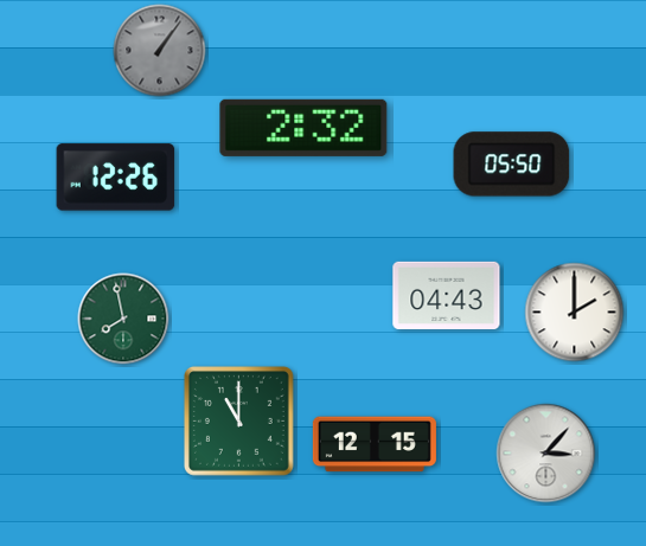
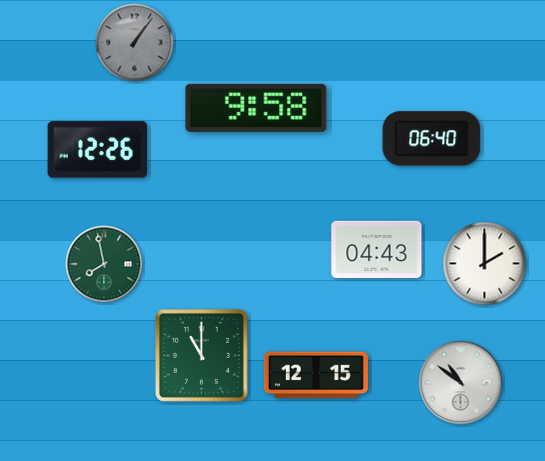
clock at (303, 128): 2:32 -> 9:58
clock at (512, 165): 05:50 -> 06:40
clock at (123, 319) position: (123, 319) -> (104, 264)
clock at (546, 454): 3:07 -> 10:51
